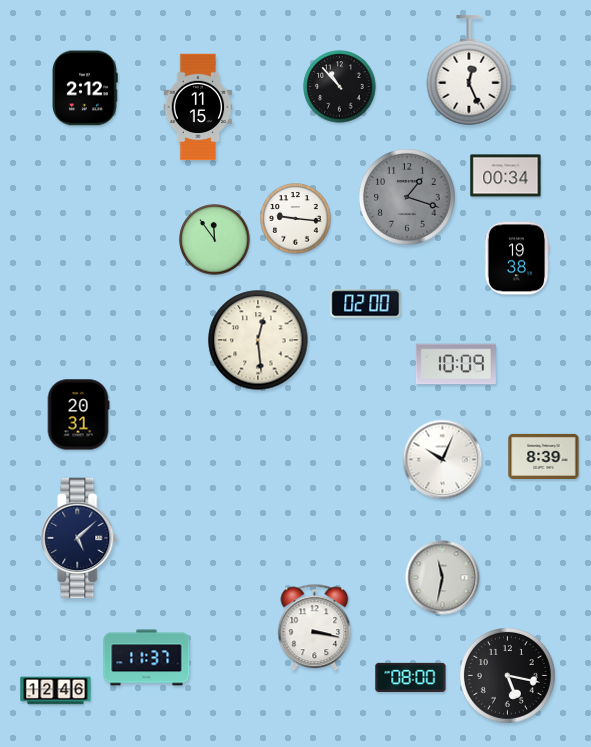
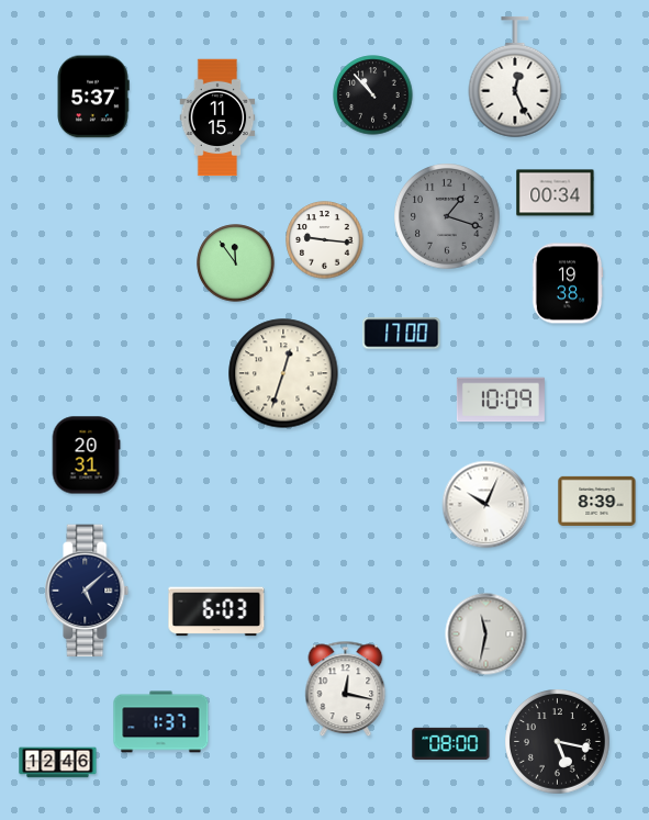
clock at (85, 88): 2:12 -> 5:37
clock at (366, 304): 02:00 -> 17:00
clock at (258, 340): 12:29 -> 12:33
clock at (216, 611): none -> 6:03
clock at (315, 628): 3:17 -> 12:17
clock at (147, 658): 11:37 -> 1:37
clock at (56, 691) position: (56, 691) -> (58, 763)
